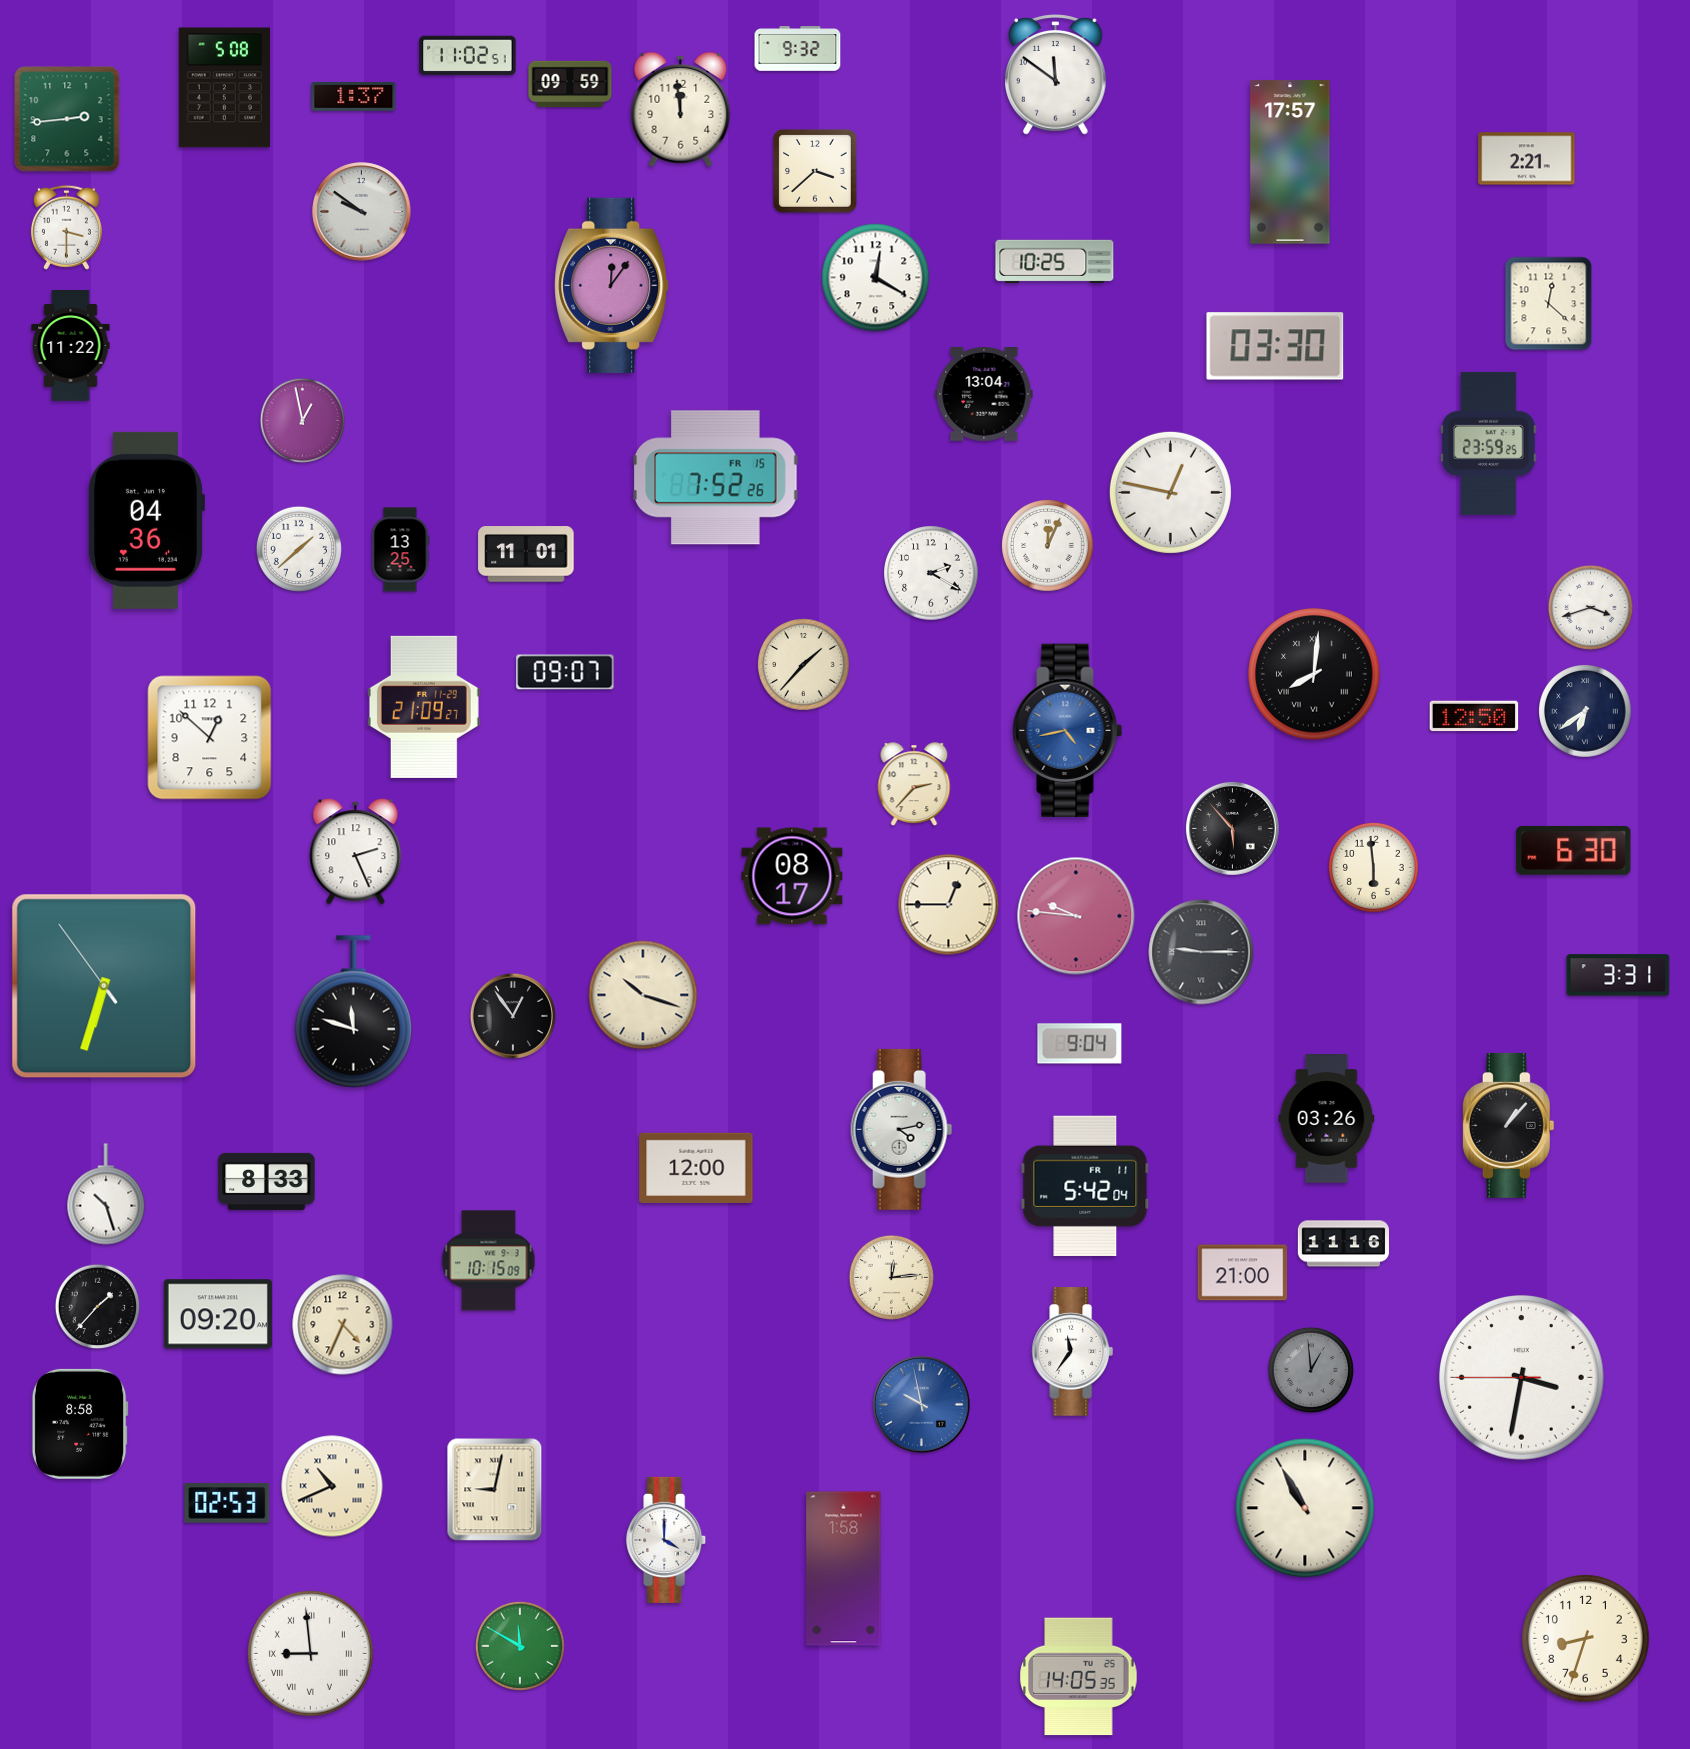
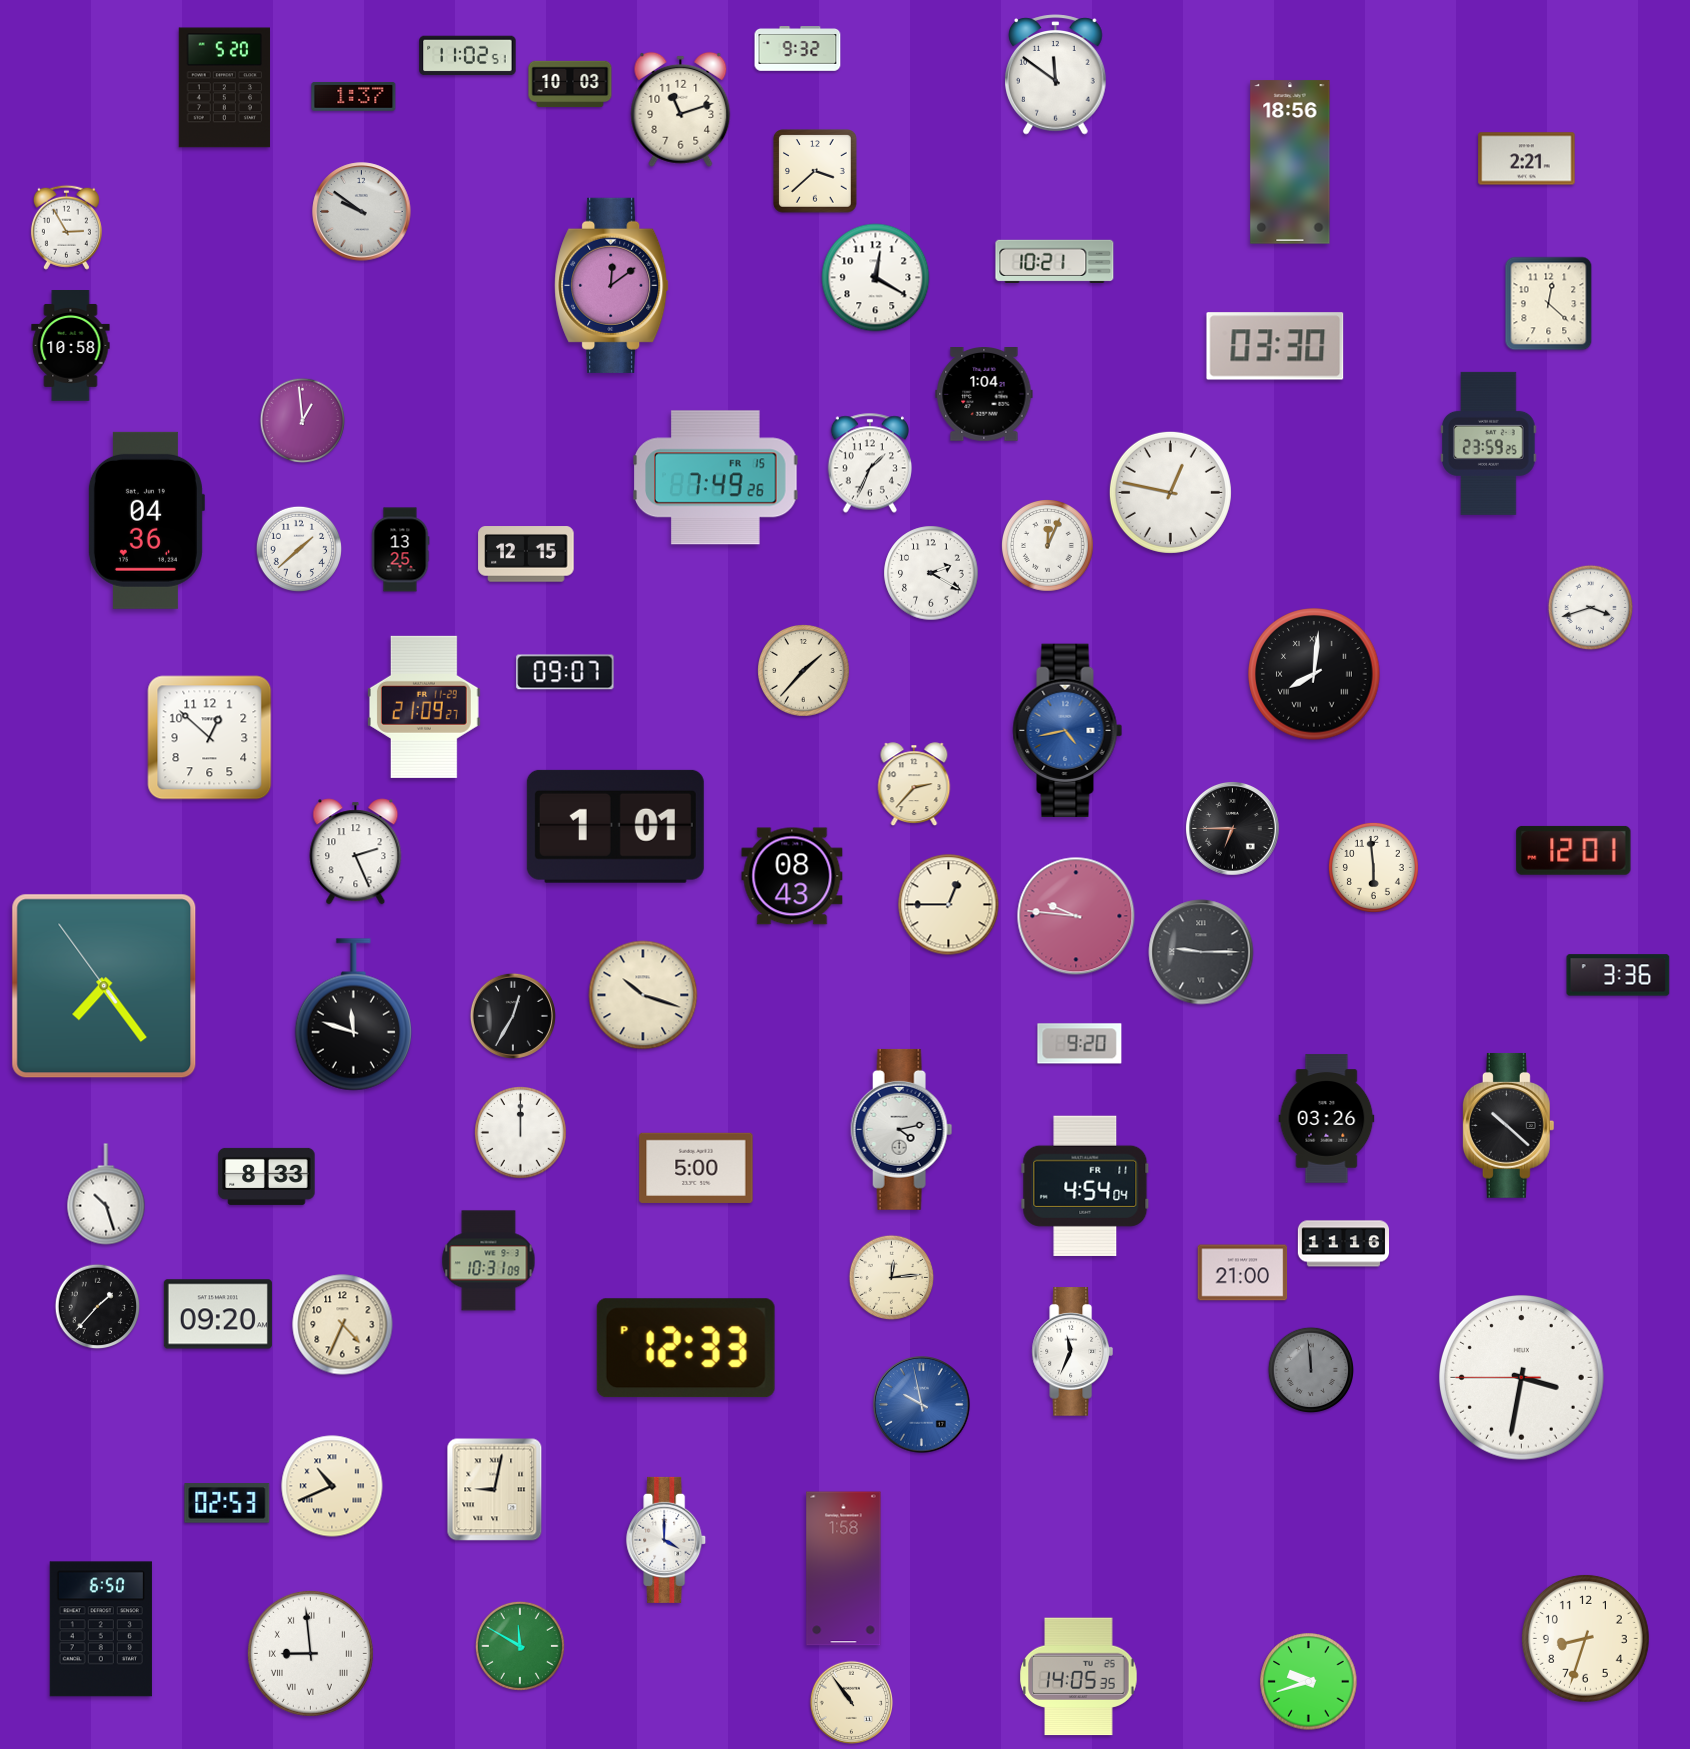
clock at (570, 84): 09:59 -> 10:03
clock at (224, 88): 5:08 -> 5:20
clock at (681, 109): 11:59 -> 11:12
clock at (67, 119): 2:44 -> none
clock at (1290, 162): 17:57 -> 18:56
clock at (66, 227): 3:30 -> 2:55
clock at (1055, 261): 10:25 -> 10:21
clock at (612, 285): 12:06 -> 12:09
clock at (71, 346): 11:22 -> 10:58
clock at (984, 395): 13:04 -> 1:04
clock at (303, 421): 12:58 -> 12:59
clock at (869, 463): none -> 1:34
clock at (716, 478): 7:52 -> 7:49
clock at (526, 554): 11:01 -> 12:15
clock at (804, 665) position: (804, 665) -> (804, 671)
clock at (1585, 711): 6:39 -> none
clock at (1474, 716): 12:50 -> none
clock at (615, 826): none -> 1:01
clock at (1233, 829): 5:53 -> 6:45
clock at (1574, 850): 6:30 -> 12:01
clock at (792, 876): 08:17 -> 08:43
clock at (1618, 975): 3:31 -> 3:36
clock at (104, 986): 6:32 -> 7:23
clock at (353, 1012) position: (353, 1012) -> (353, 1015)
clock at (513, 1016): 12:54 -> 12:35
clock at (1080, 1044): 9:04 -> 9:20
clock at (1508, 1125): 1:07 -> 10:22
clock at (521, 1133): none -> 12:00
clock at (696, 1168): 12:00 -> 5:00
clock at (267, 1181) position: (267, 1181) -> (267, 1176)
clock at (1085, 1186): 5:42 -> 4:54
clock at (489, 1261): 10:15 -> 10:31
clock at (686, 1348): none -> 12:33
clock at (1072, 1352): 11:36 -> 11:34
clock at (1310, 1369): 12:59 -> 11:59
clock at (80, 1424): 8:58 -> none
clock at (1305, 1508): 10:55 -> none
clock at (101, 1629): none -> 6:50
clock at (1309, 1682): none -> 9:42
clock at (851, 1702): none -> 10:54
